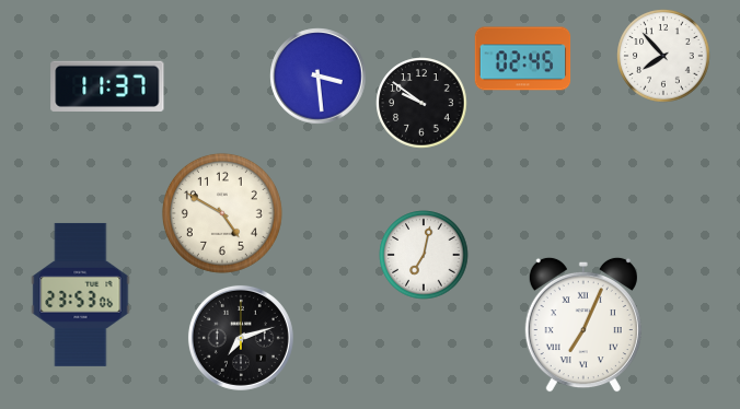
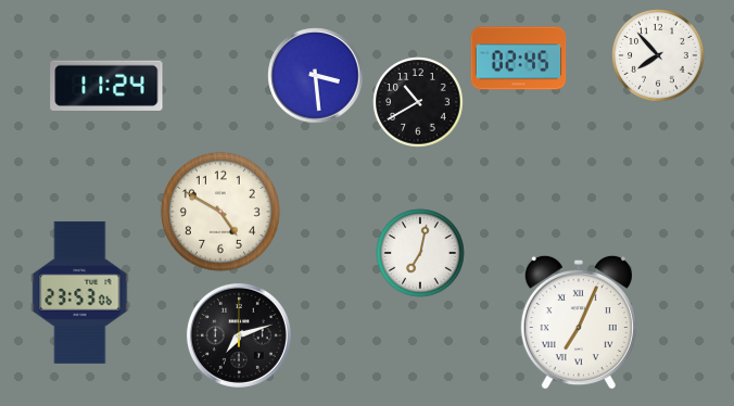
clock at (107, 86): 11:37 -> 11:24
clock at (421, 103): 9:51 -> 10:40
